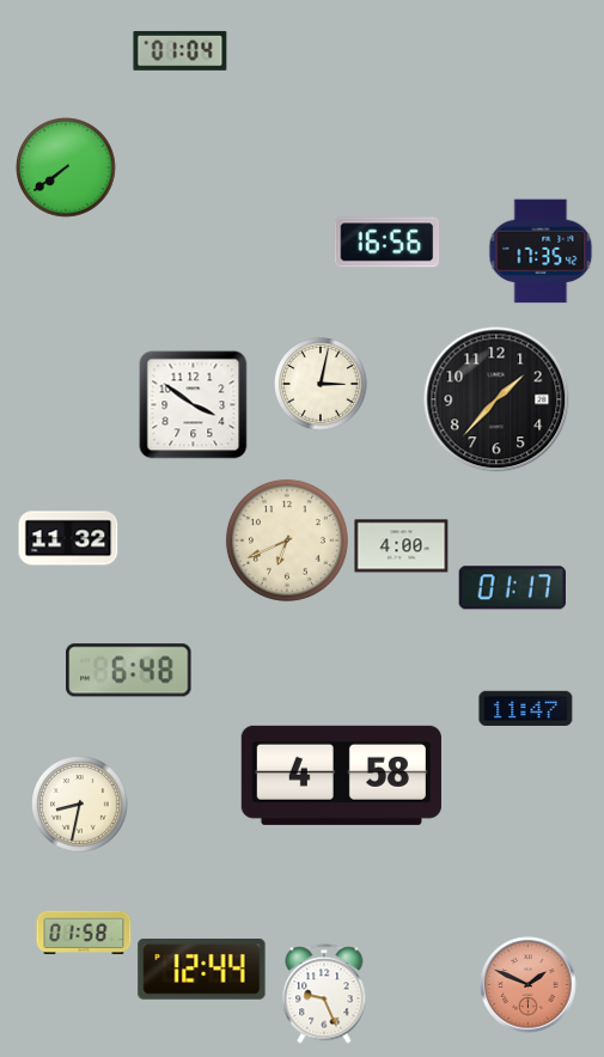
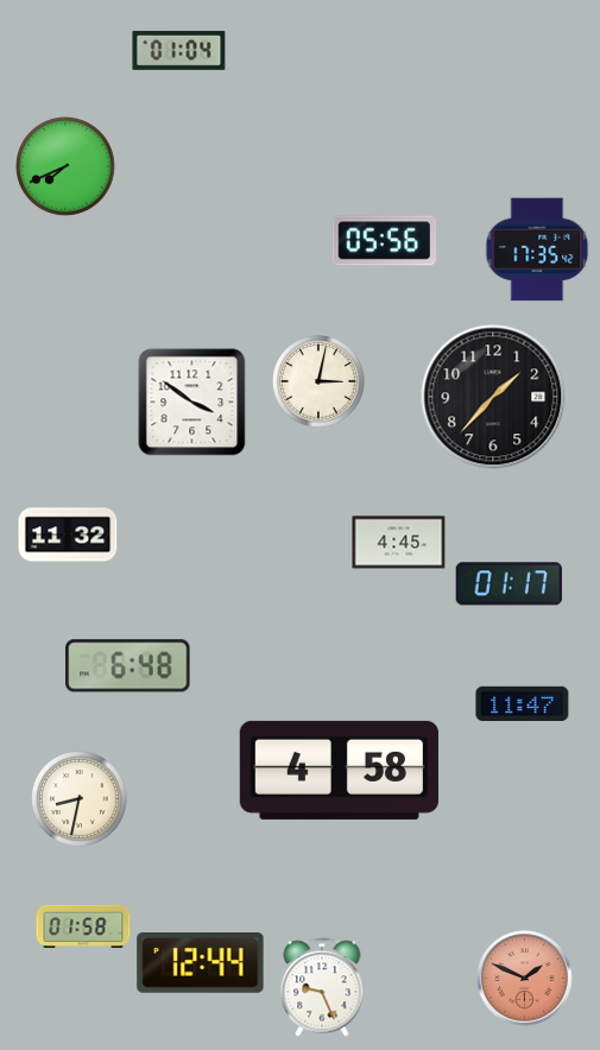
clock at (67, 169): 7:39 -> 7:41
clock at (388, 243): 16:56 -> 05:56
clock at (287, 540): 6:41 -> none
clock at (402, 546): 4:00 -> 4:45
